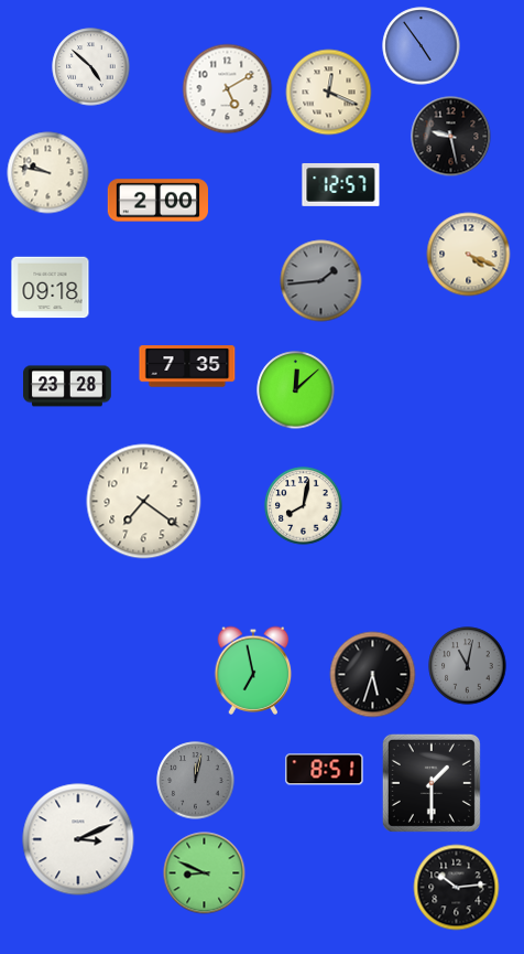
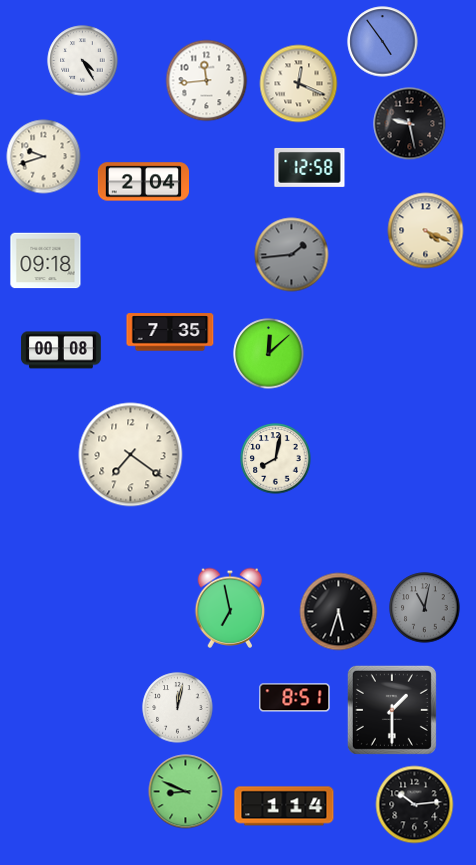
clock at (91, 67): 4:52 -> 4:25
clock at (228, 89): 5:10 -> 11:44
clock at (48, 173): 9:47 -> 9:42
clock at (341, 184): 12:57 -> 12:58
clock at (159, 201): 2:00 -> 2:04
clock at (67, 386): 23:28 -> 00:08
clock at (468, 666) position: (468, 666) -> (425, 608)
clock at (196, 781) dial: grey -> white
clock at (78, 839): 3:11 -> none
clock at (284, 806): none -> 1:14
